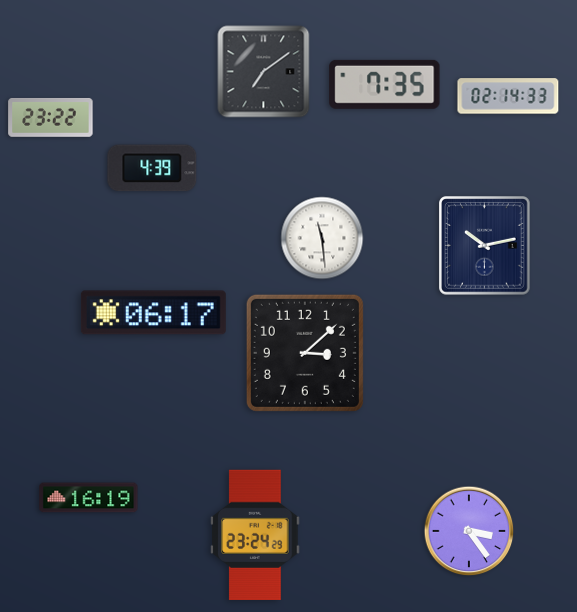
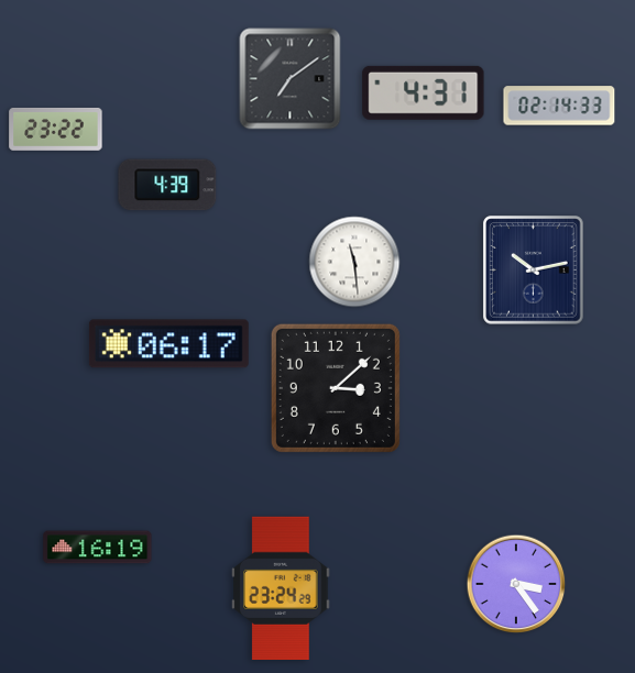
clock at (385, 84): 7:35 -> 4:31
